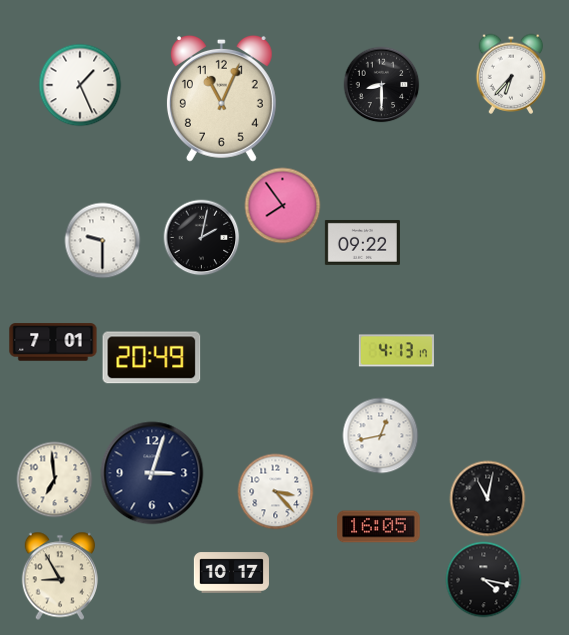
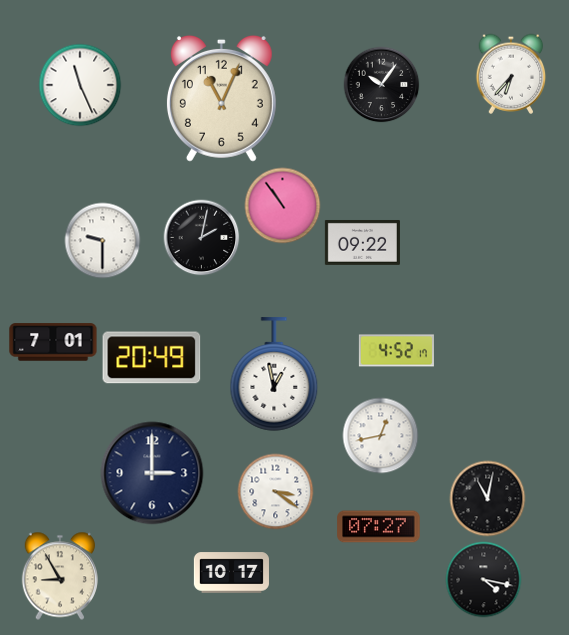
clock at (80, 85): 1:26 -> 11:26
clock at (382, 85): 8:30 -> 10:06
clock at (283, 206): 7:54 -> 10:54
clock at (396, 351): 4:13 -> 4:52
clock at (274, 374): none -> 12:58
clock at (152, 473): 3:03 -> 3:00
clock at (55, 480): 6:59 -> none
clock at (276, 492): 3:23 -> 3:21
clock at (379, 527): 16:05 -> 07:27
